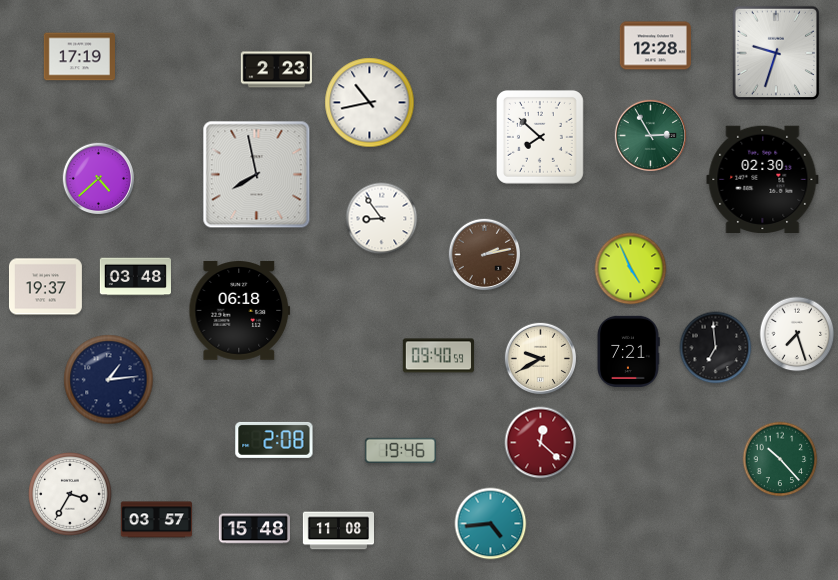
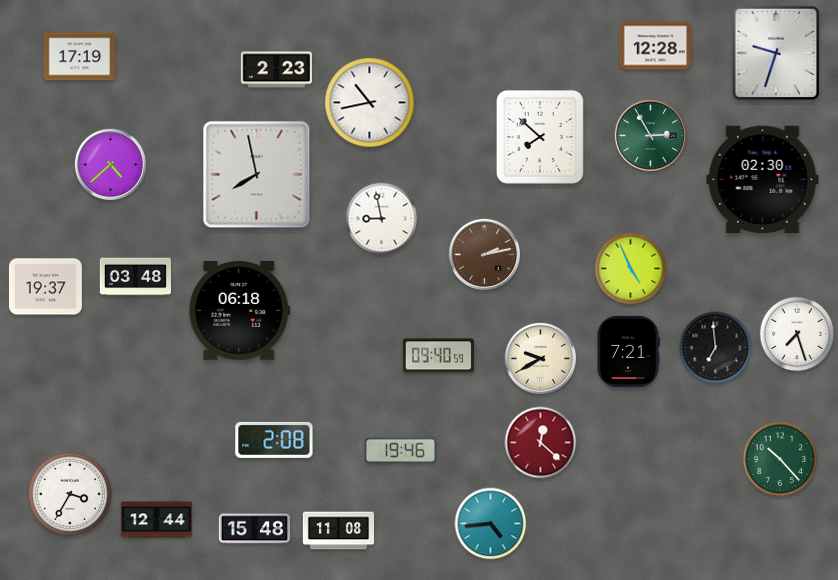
clock at (98, 178) position: (98, 178) -> (110, 164)
clock at (382, 219): 8:54 -> 8:58
clock at (109, 380): 1:14 -> none
clock at (156, 520): 03:57 -> 12:44
